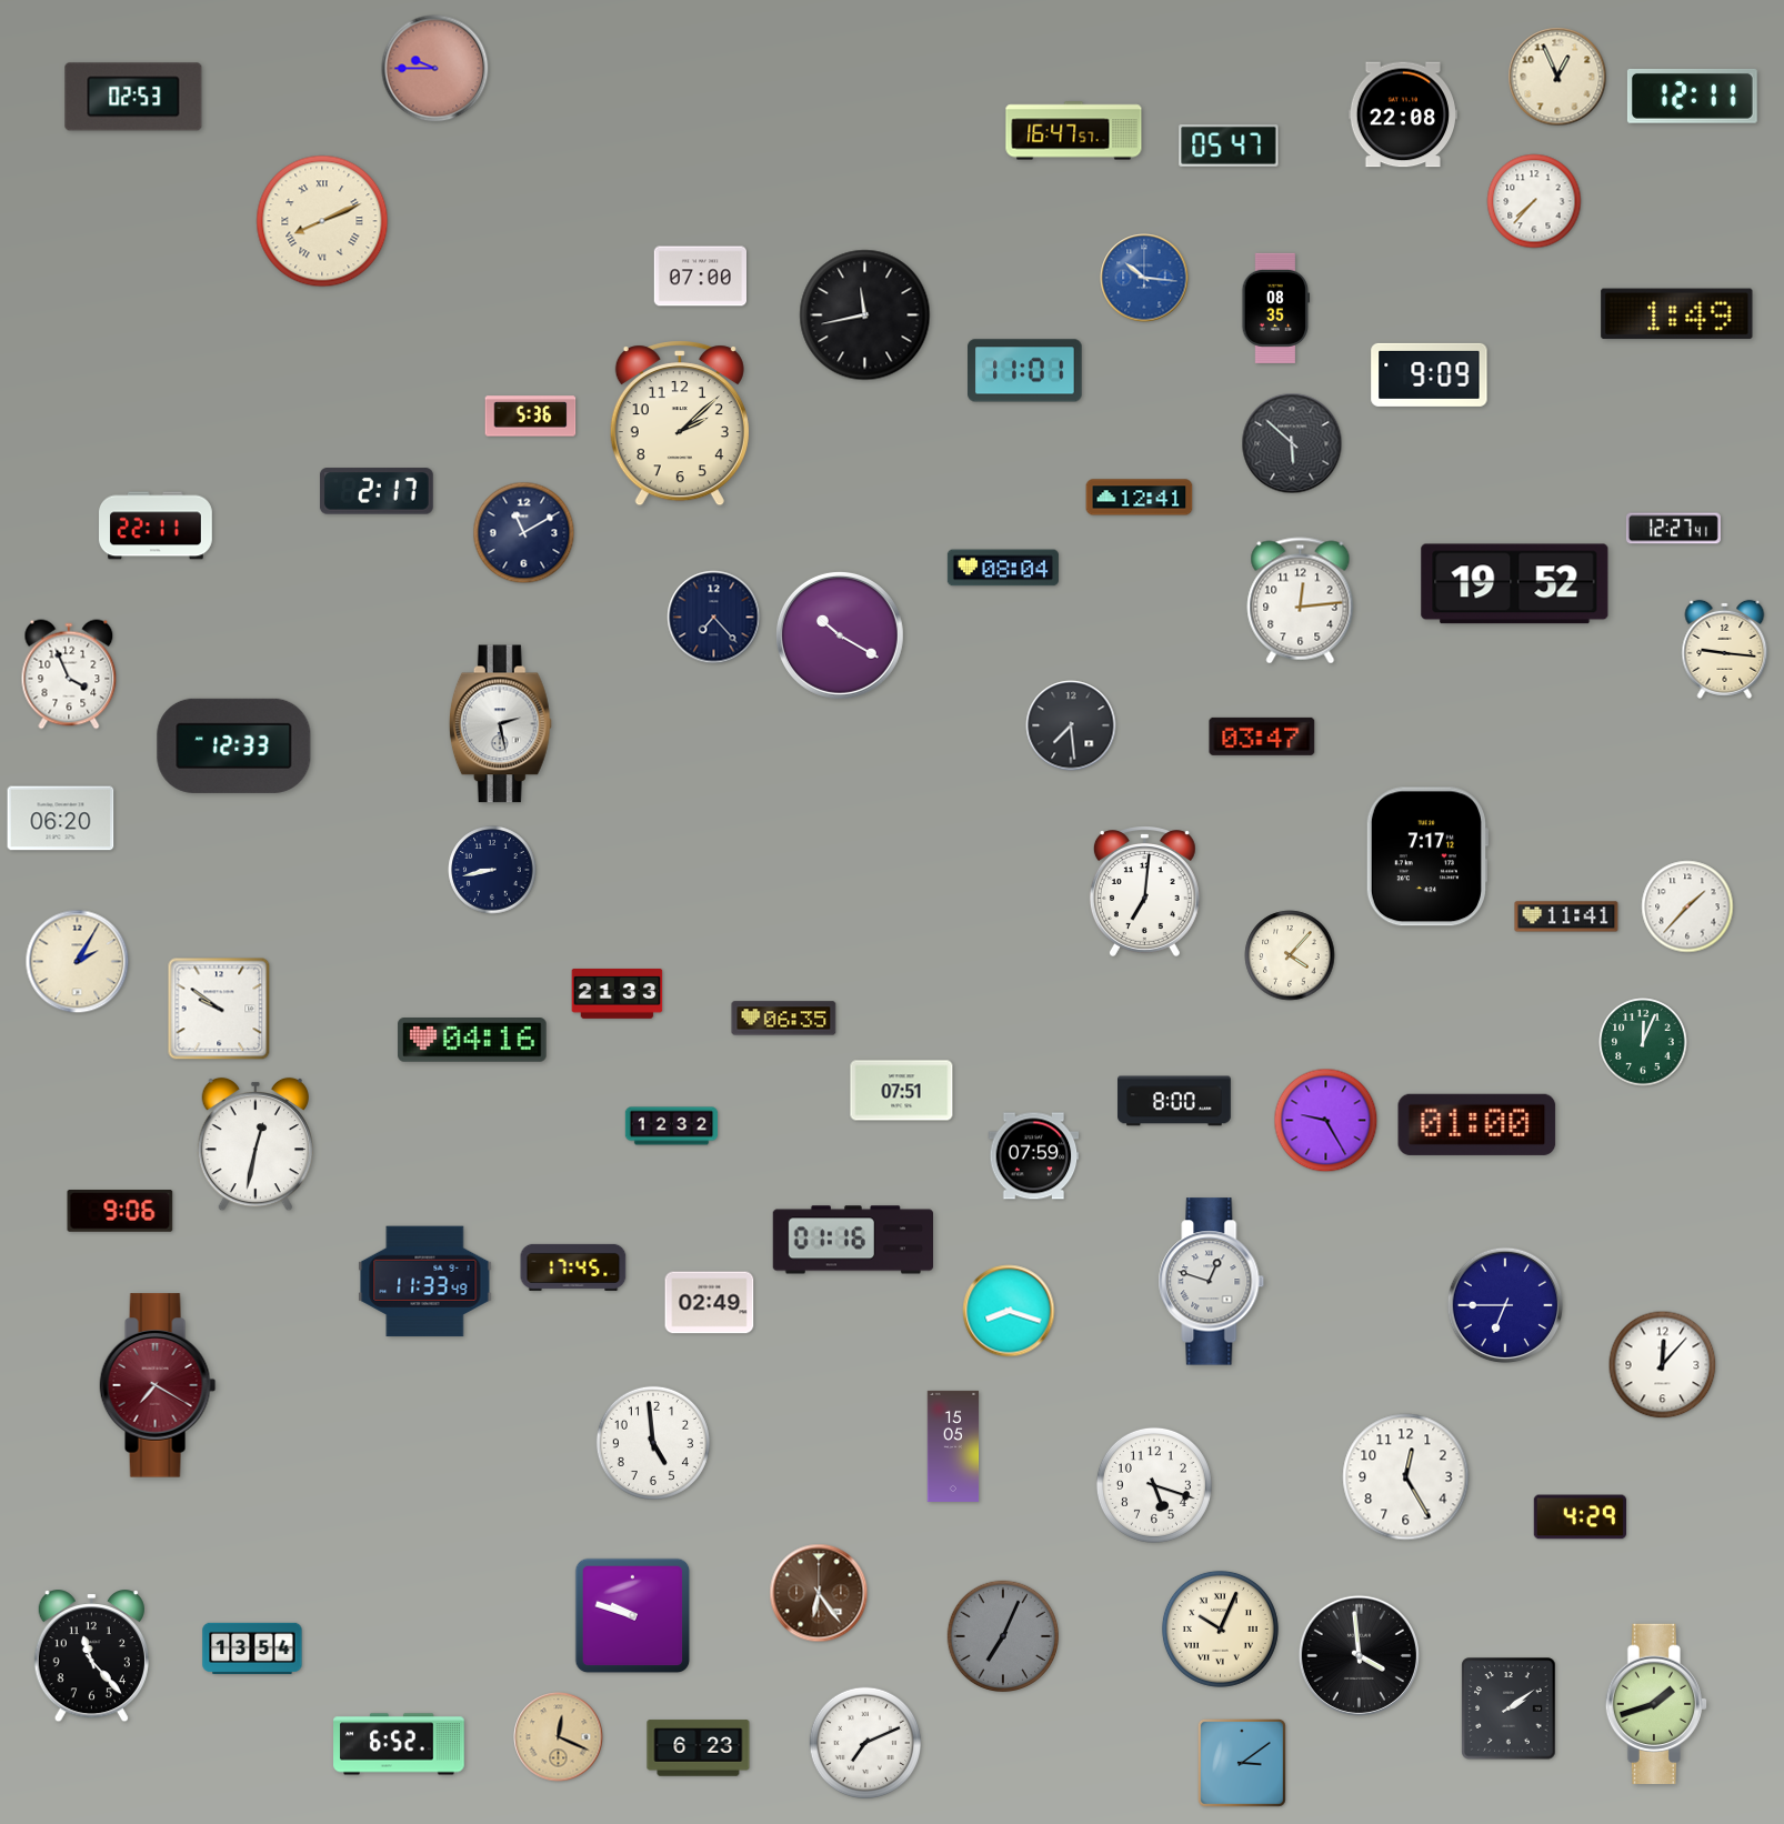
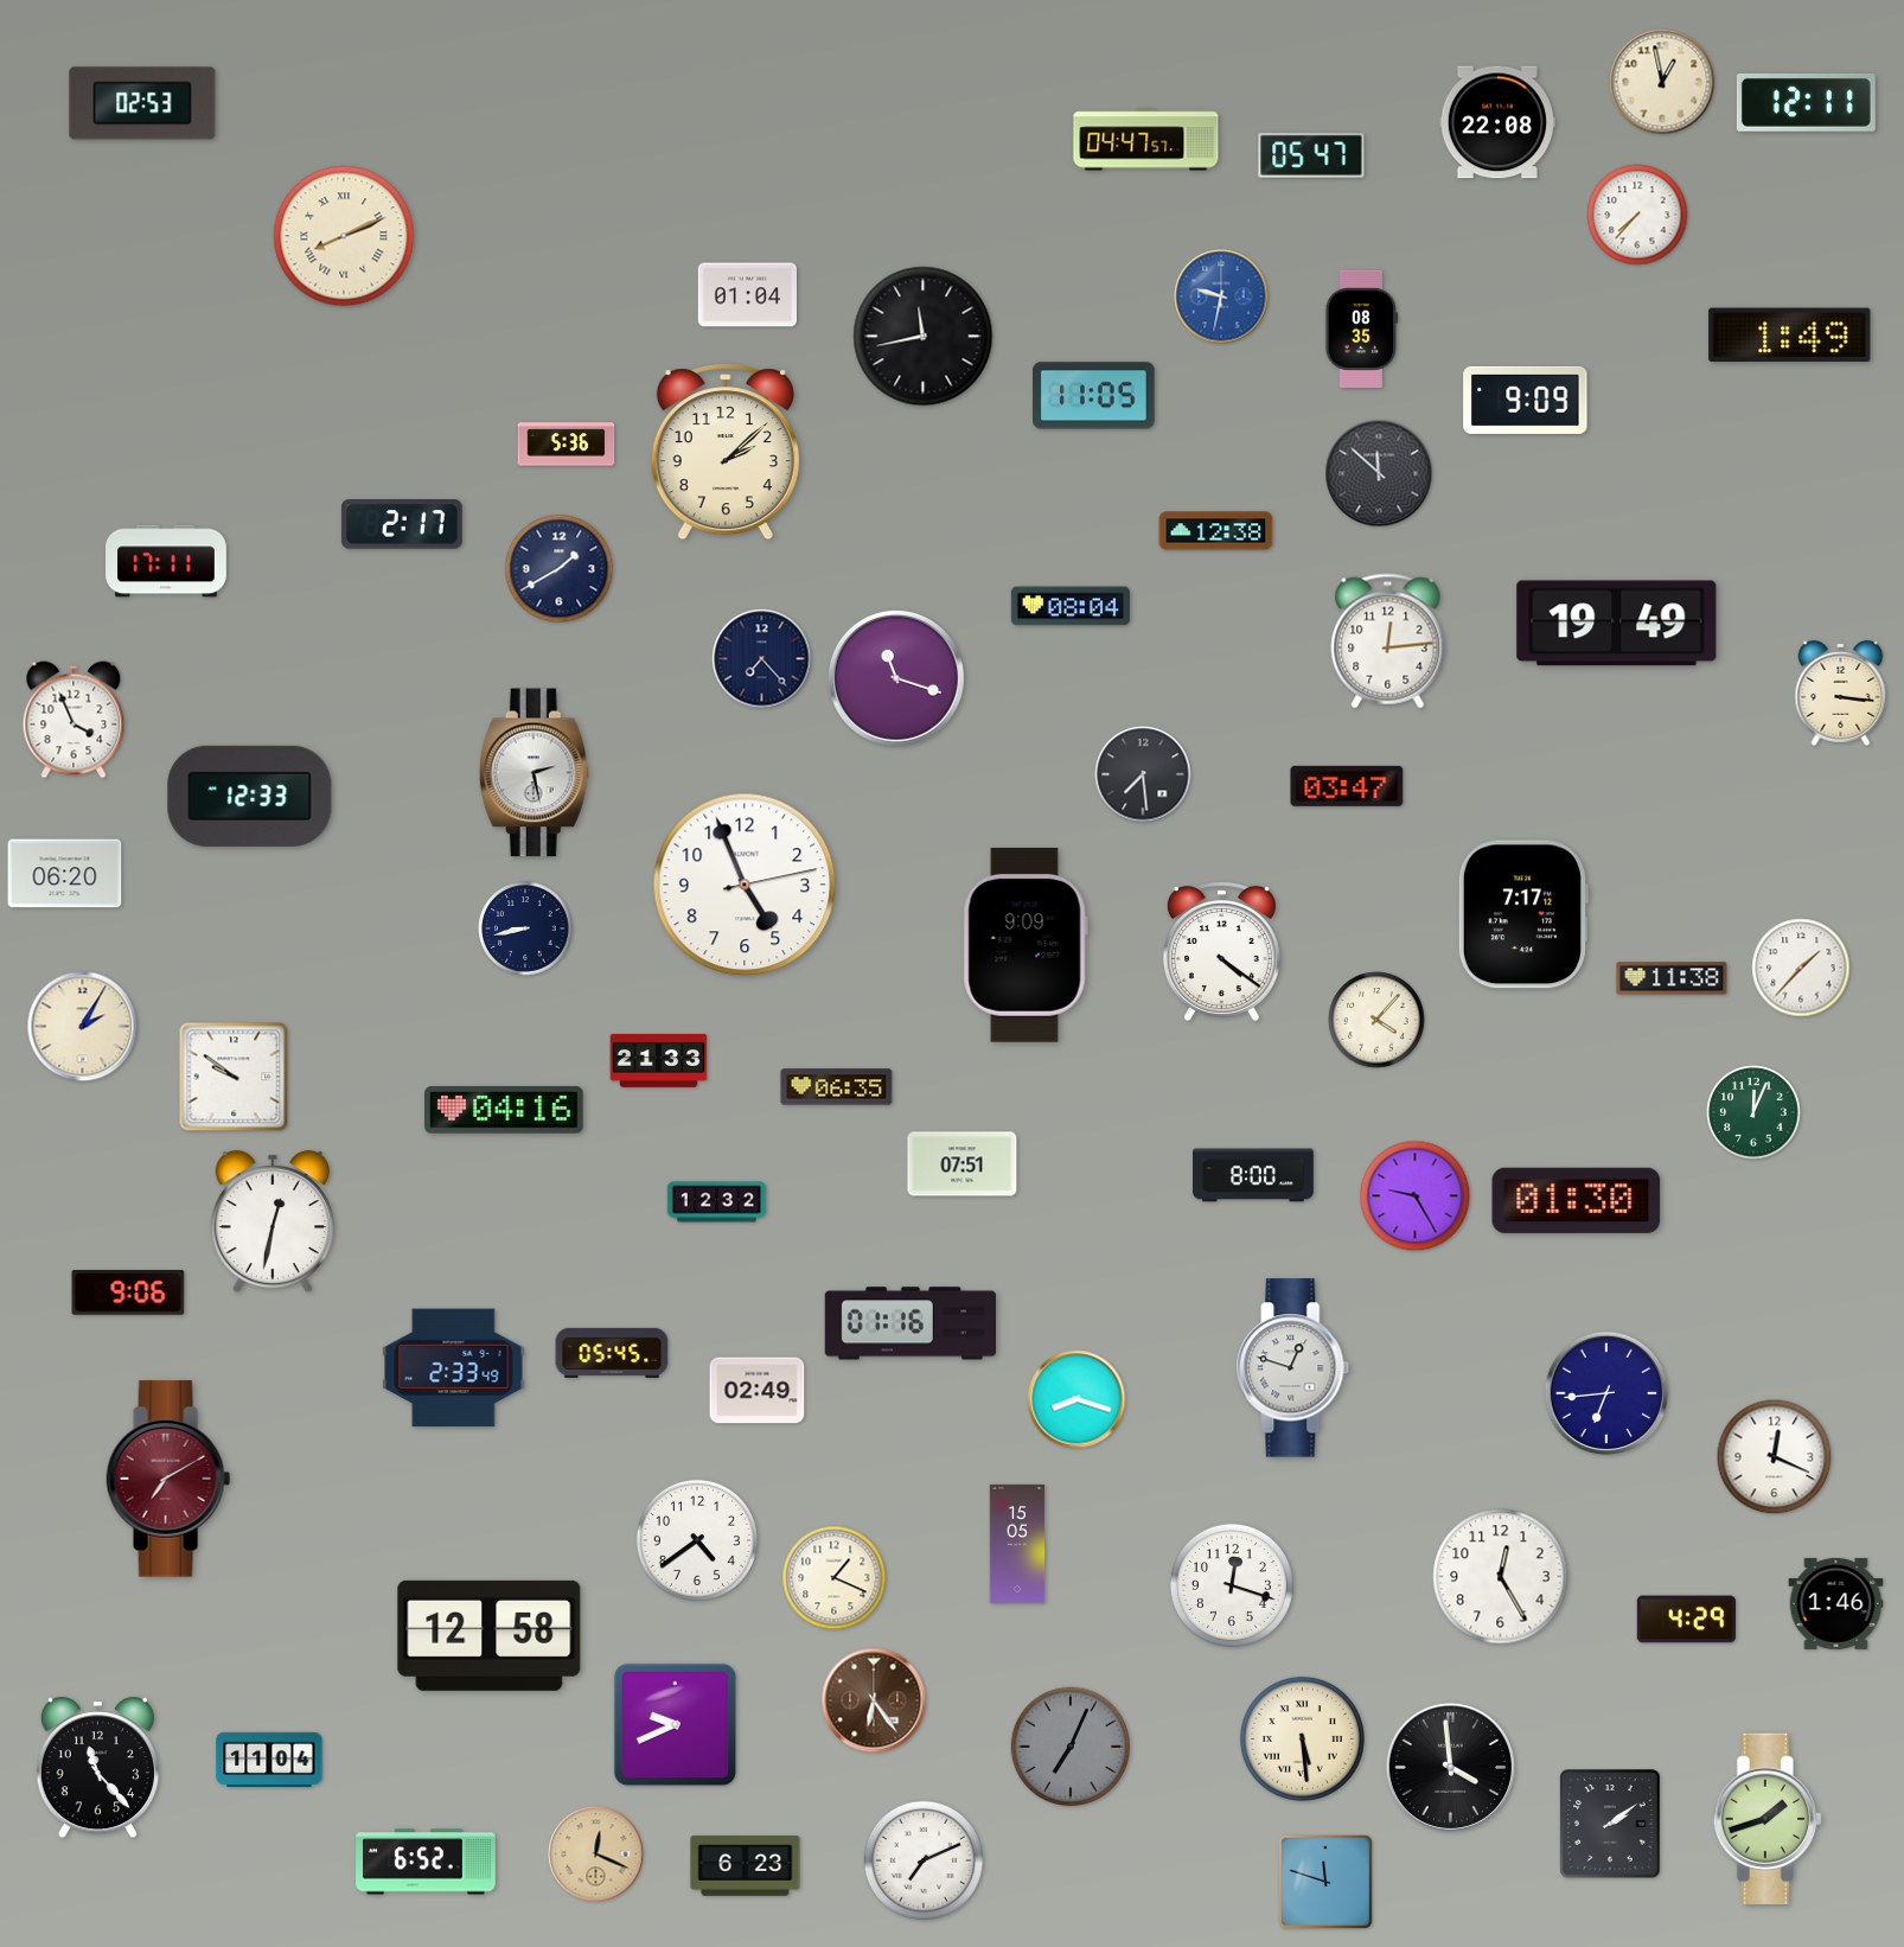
clock at (435, 69): 9:45 -> none
clock at (1557, 77): 12:56 -> 12:58
clock at (1074, 131): 16:47 -> 04:47
clock at (700, 277): 07:00 -> 01:04
clock at (1144, 278): 10:16 -> 9:32
clock at (1025, 371): 11:01 -> 11:05
clock at (1292, 443): 5:52 -> 11:52
clock at (1140, 498): 12:41 -> 12:38
clock at (156, 525): 22:11 -> 17:11
clock at (1673, 529): 12:27 -> none
clock at (524, 533): 11:10 -> 1:40
clock at (1515, 584): 19:52 -> 19:49
clock at (840, 635): 10:20 -> 11:18
clock at (1725, 649): 9:16 -> 3:16
clock at (745, 885): none -> 4:56
clock at (1026, 945): none -> 9:09
clock at (1144, 891): 7:01 -> 4:21
clock at (1566, 916): 11:41 -> 11:38
clock at (1477, 1124): 01:00 -> 01:30
clock at (1034, 1156): 07:59 -> none
clock at (573, 1267): 17:45 -> 05:45
clock at (425, 1282): 11:33 -> 2:33
clock at (1505, 1305): 6:45 -> 6:44
clock at (1663, 1365): 12:07 -> 12:19
clock at (158, 1385): 7:20 -> 7:10
clock at (653, 1443): 4:59 -> 4:39
clock at (835, 1578): none -> 1:19
clock at (1154, 1485): 5:18 -> 12:18
clock at (1836, 1603): none -> 1:46
clock at (490, 1635): none -> 12:58
clock at (633, 1616): 9:48 -> 9:41
clock at (1220, 1628): 10:04 -> 5:29
clock at (252, 1648): 13:54 -> 11:04
clock at (1242, 1763): 3:09 -> 11:48
